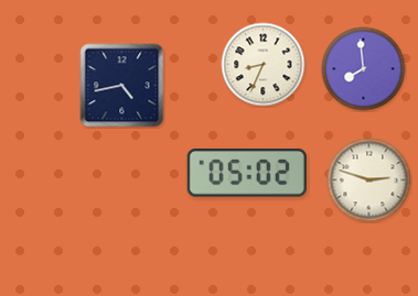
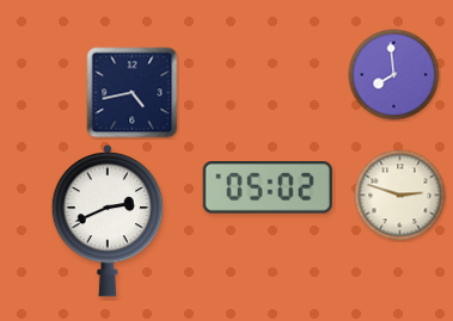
clock at (264, 65): 8:34 -> none
clock at (108, 221): none -> 2:41
